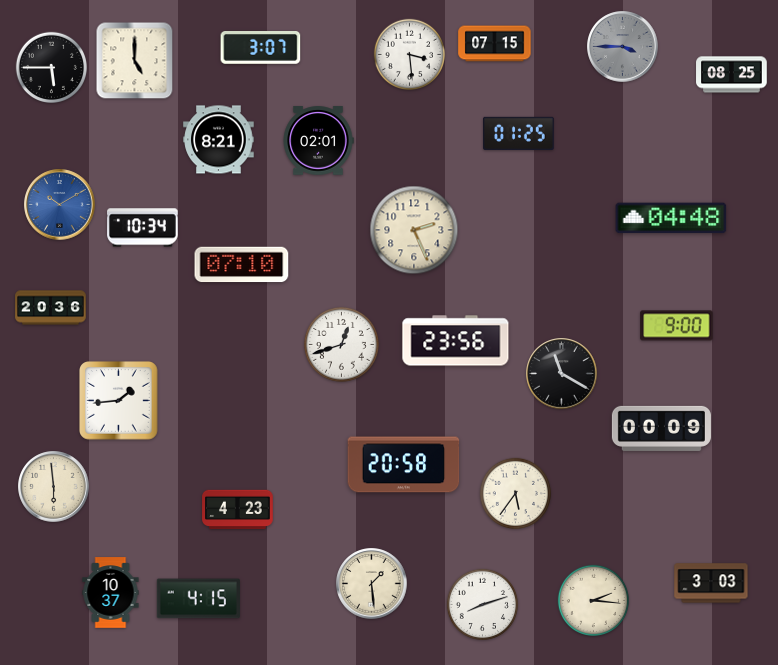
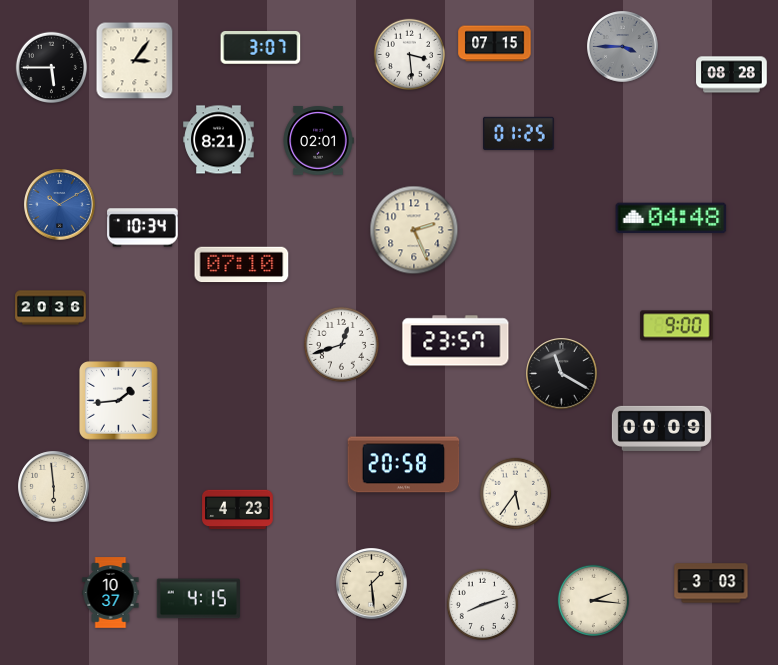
clock at (135, 61): 5:00 -> 3:06
clock at (732, 75): 08:25 -> 08:28
clock at (456, 341): 23:56 -> 23:57
